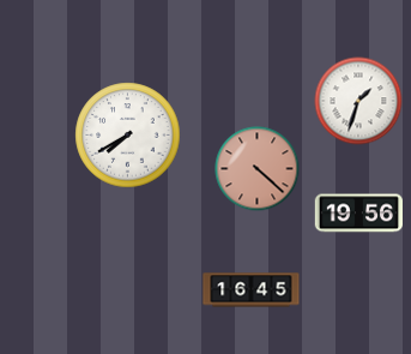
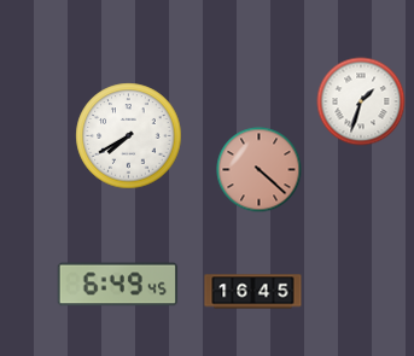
clock at (358, 214): 19:56 -> none
clock at (118, 285): none -> 6:49
